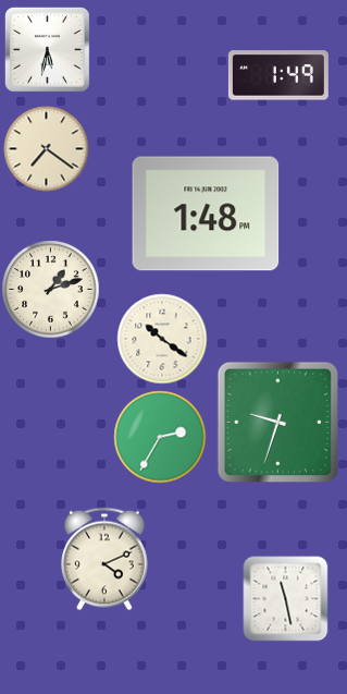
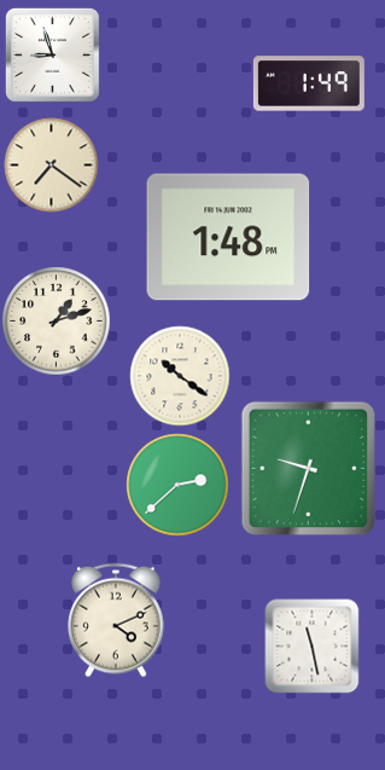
clock at (47, 49): 5:32 -> 8:57
clock at (160, 437): 2:35 -> 2:38
clock at (285, 598) position: (285, 598) -> (311, 645)
